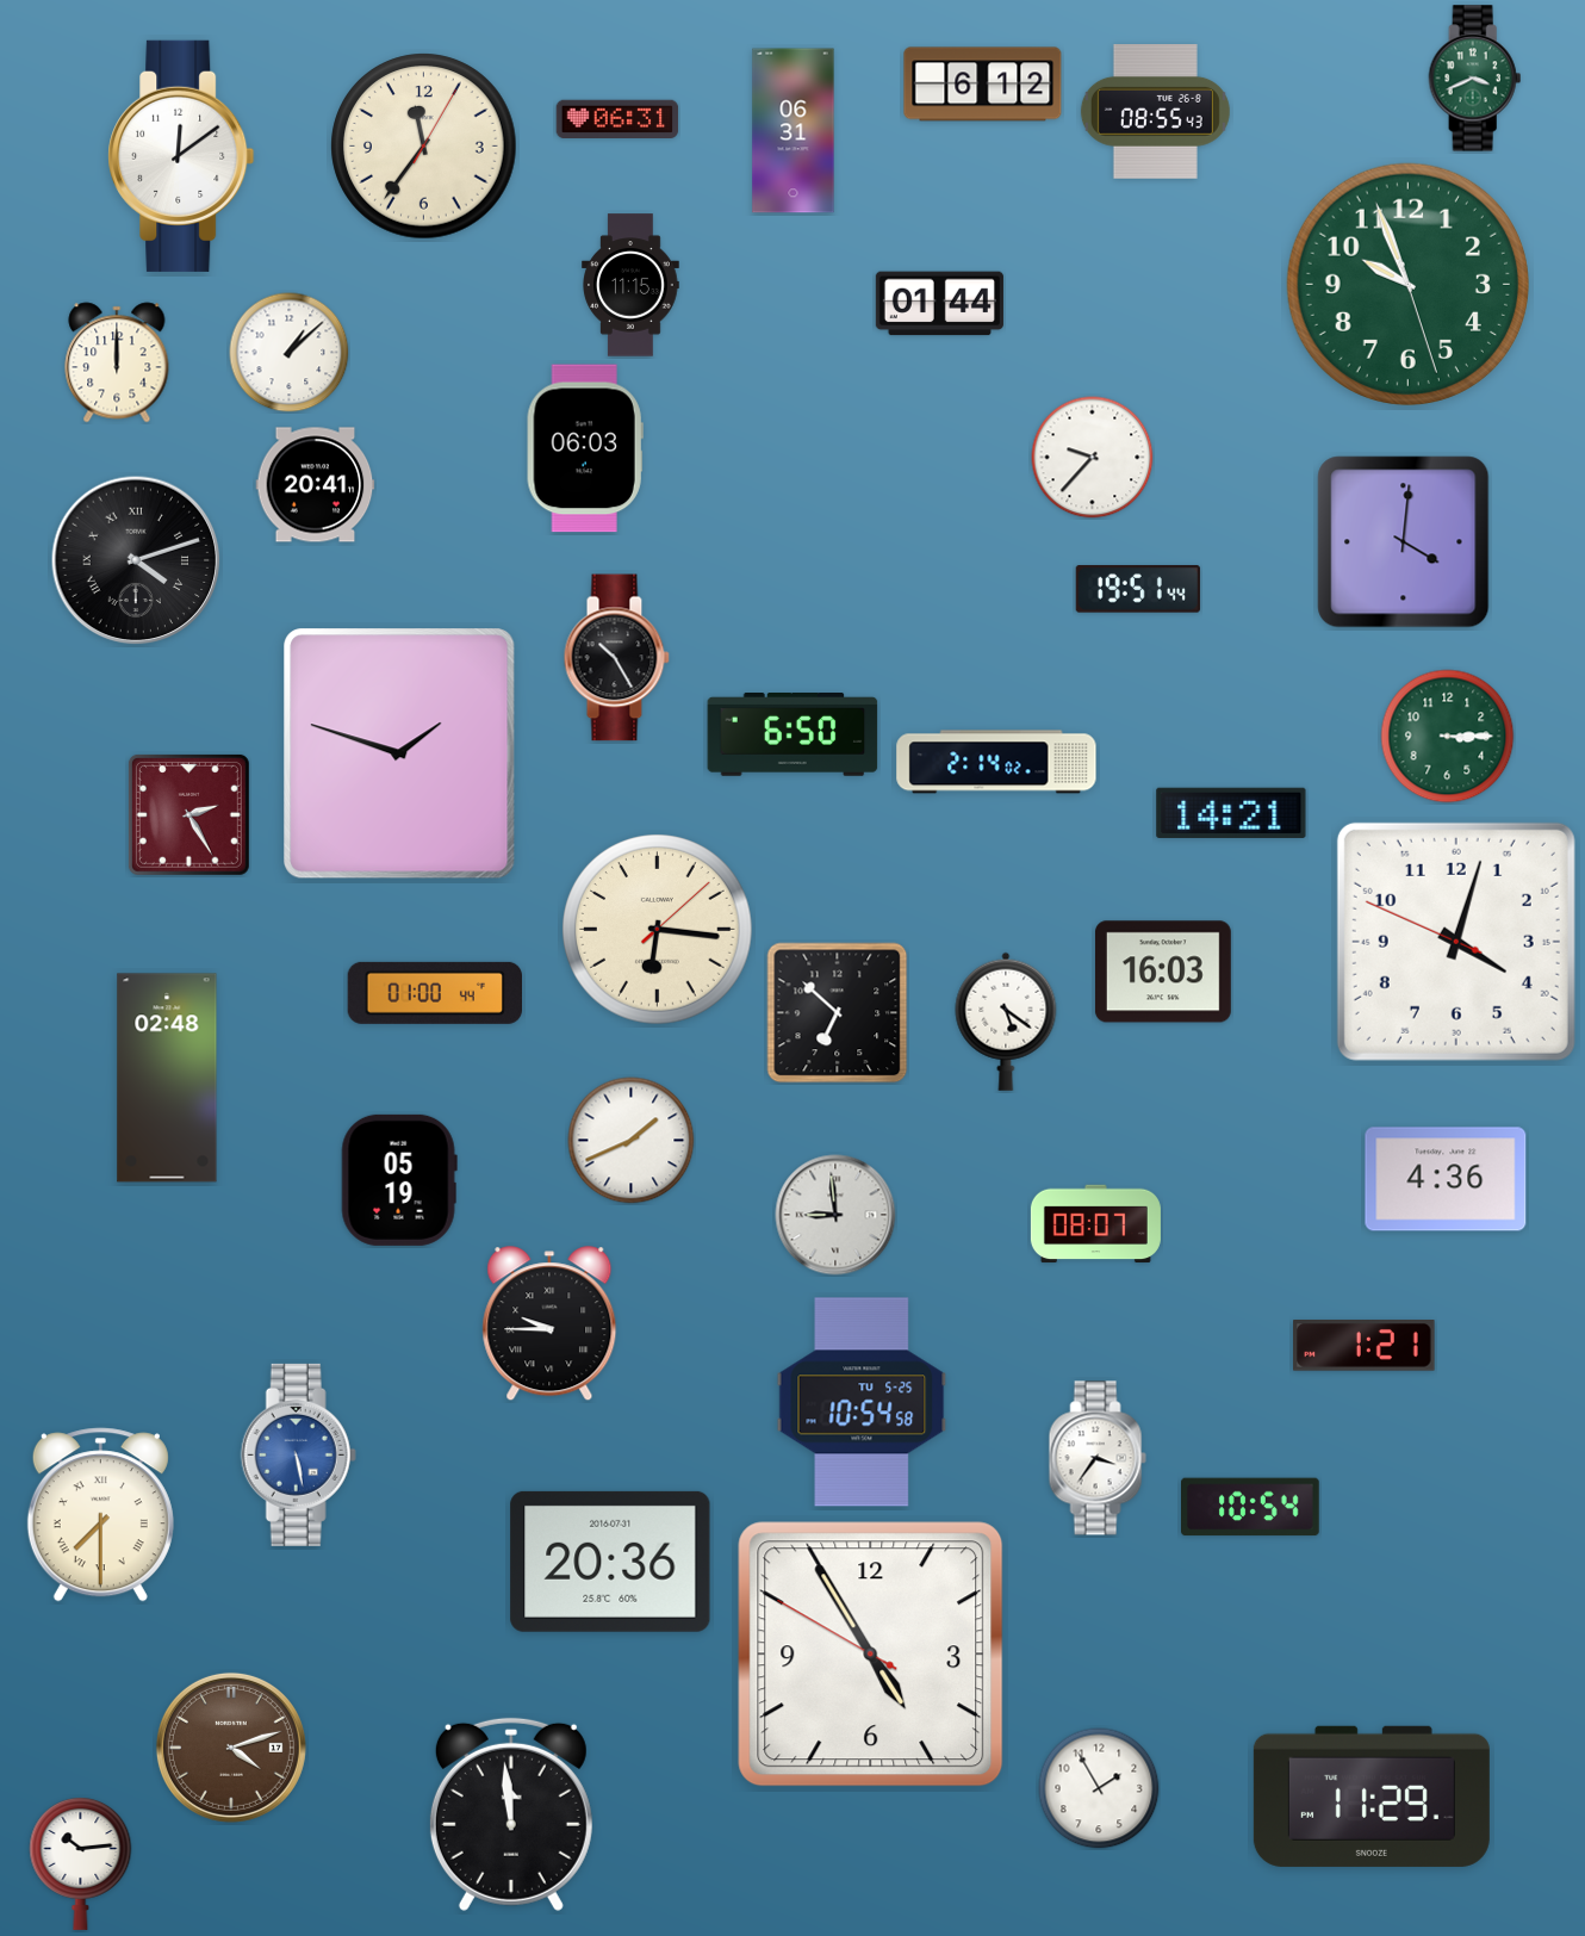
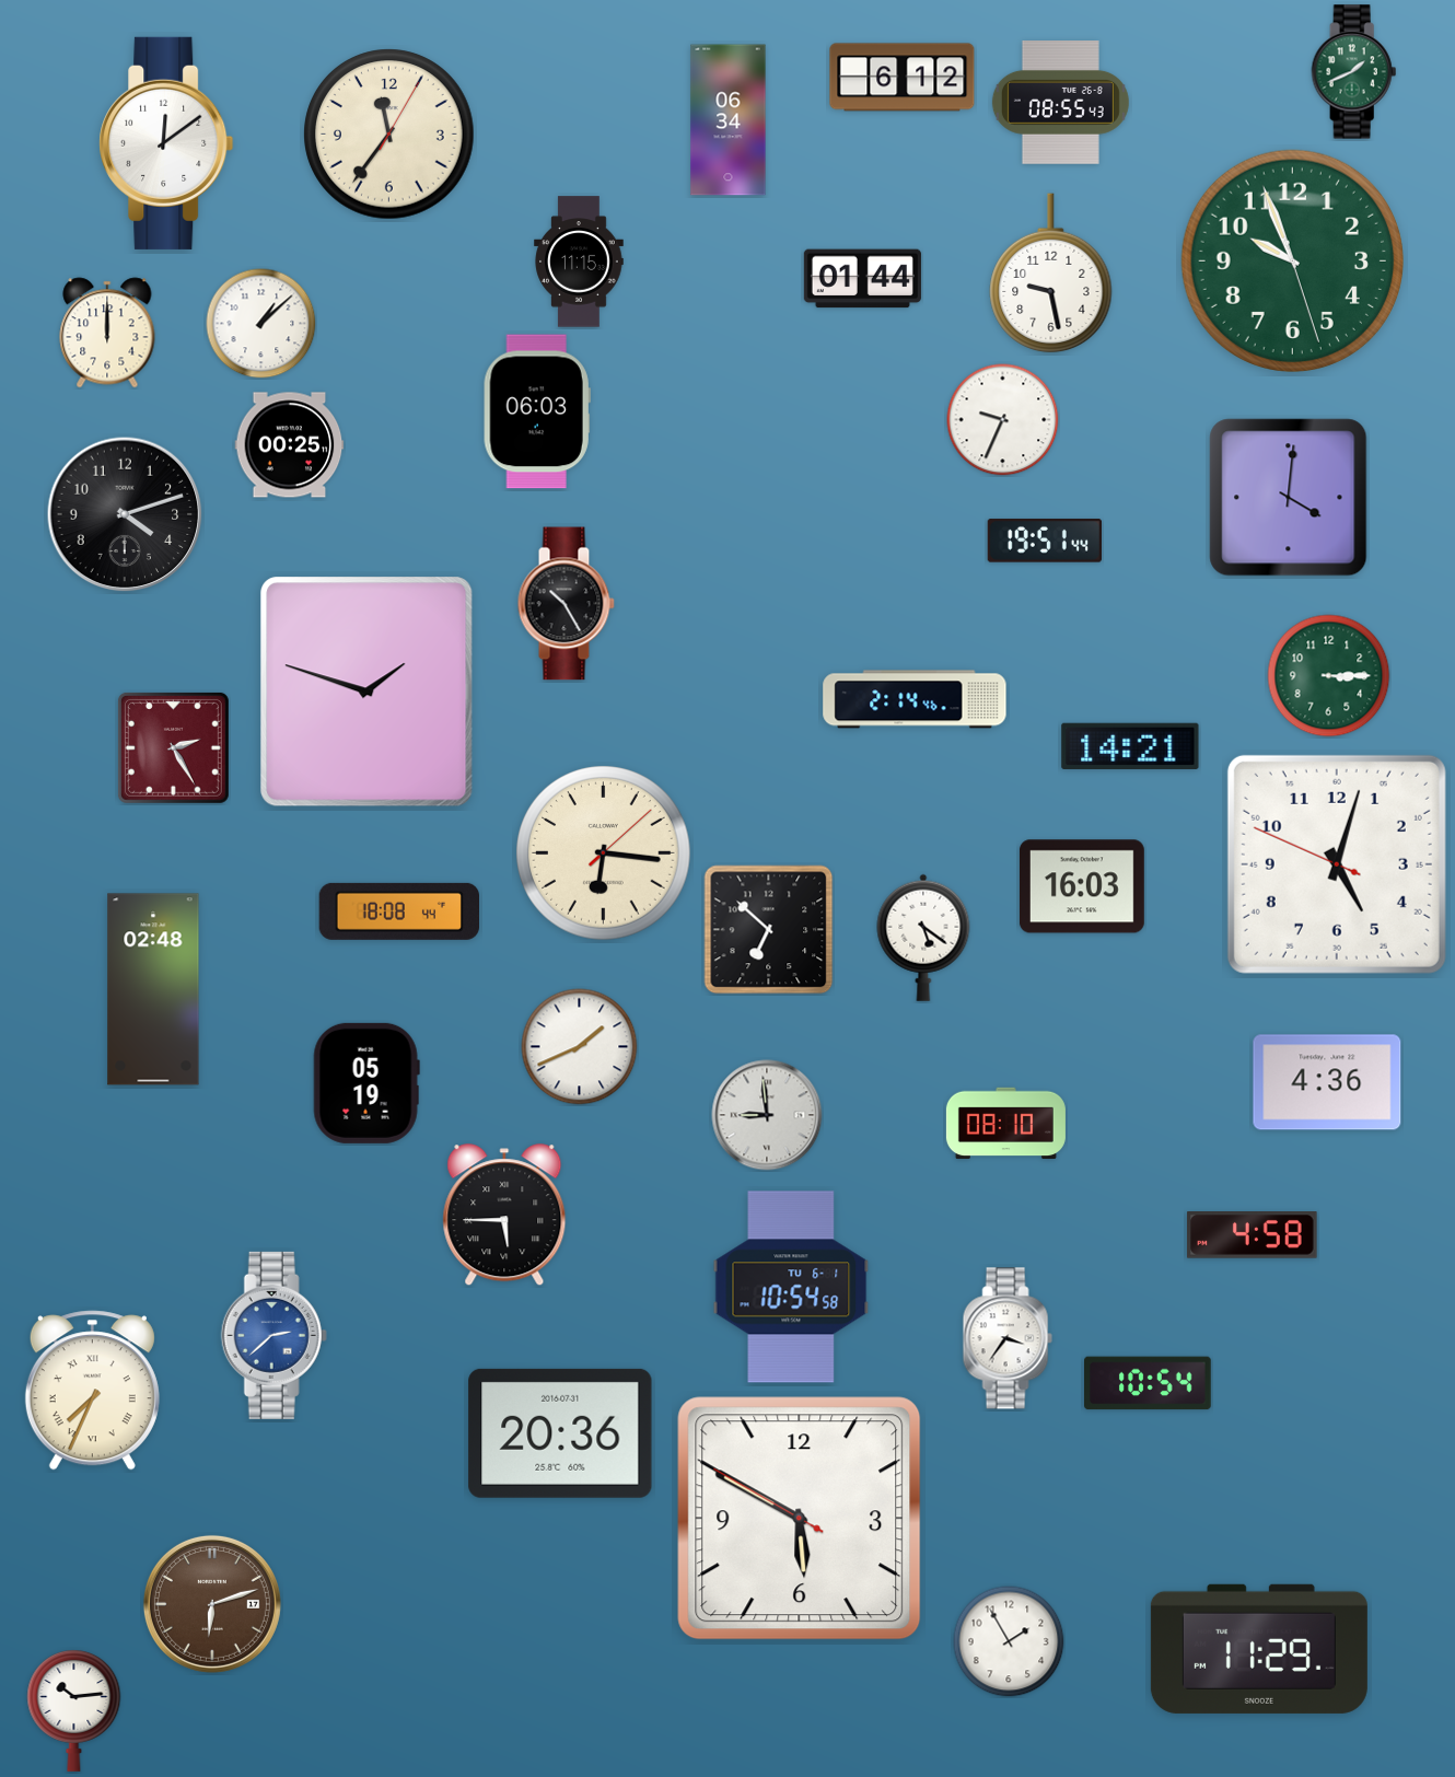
clock at (1475, 79): 3:41 -> 1:41
clock at (617, 119): 06:31 -> none
clock at (794, 131): 06:31 -> 06:34
clock at (1051, 274): none -> 9:28
clock at (290, 353) position: (290, 353) -> (261, 324)
clock at (1093, 458): 9:37 -> 9:34
clock at (316, 485): 20:41 -> 00:25
clock at (136, 560) numerals: Roman -> Arabic
clock at (792, 736): 6:50 -> none
clock at (996, 762): 2:14:02 -> 2:14:46
clock at (1456, 942): 4:02 -> 5:02
clock at (1163, 972) position: (1163, 972) -> (1082, 886)
clock at (435, 993): 01:00 -> 18:08
clock at (1095, 1224): 08:07 -> 08:10
clock at (549, 1324): 9:45 -> 5:45
clock at (1365, 1346): 1:21 -> 4:58
clock at (862, 1402) date: TU 5-25 -> TU 6-1
clock at (298, 1454): 5:28 -> 2:38
clock at (100, 1515): 7:30 -> 7:34
clock at (871, 1655): 4:54 -> 5:49
clock at (231, 1748): 4:12 -> 6:12
clock at (511, 1814): 11:59 -> none
